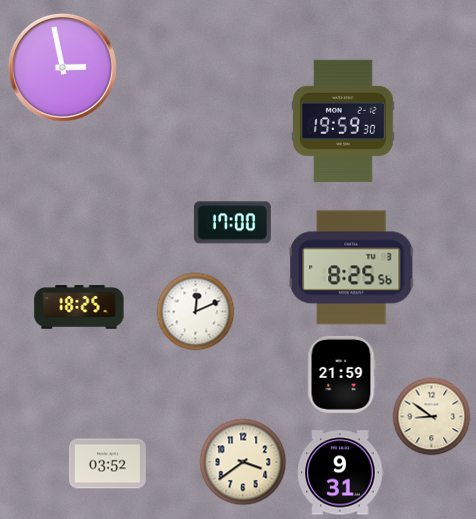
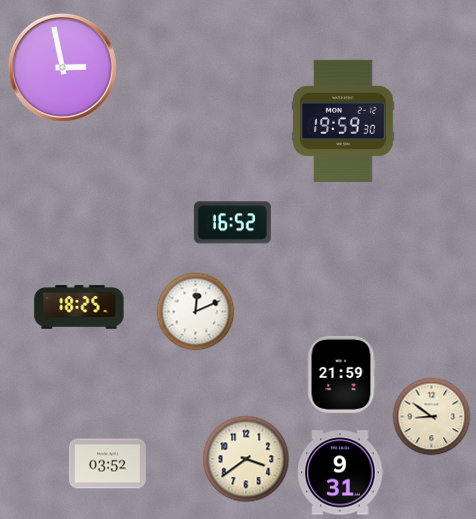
clock at (232, 223): 17:00 -> 16:52
clock at (352, 268): 8:25 -> none
clock at (243, 462) position: (243, 462) -> (246, 459)
